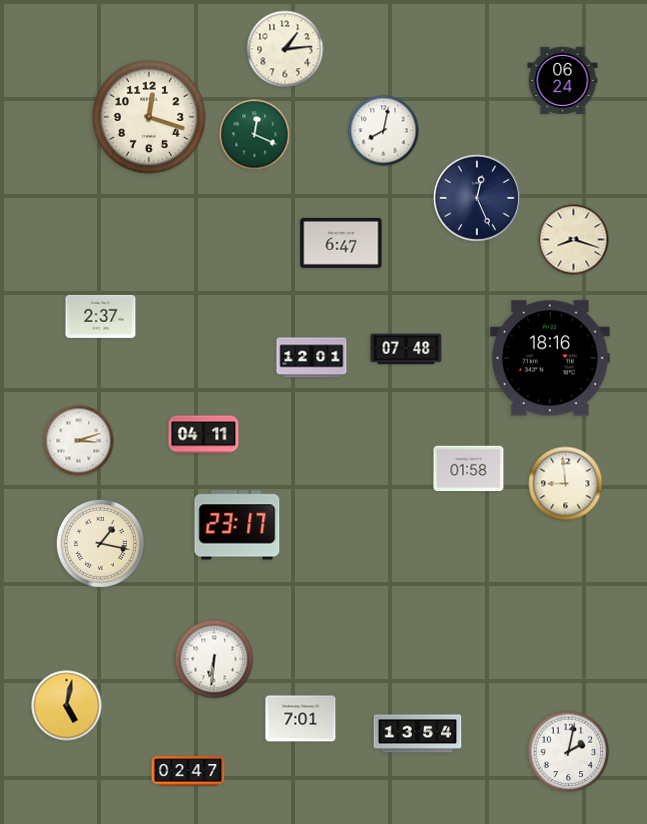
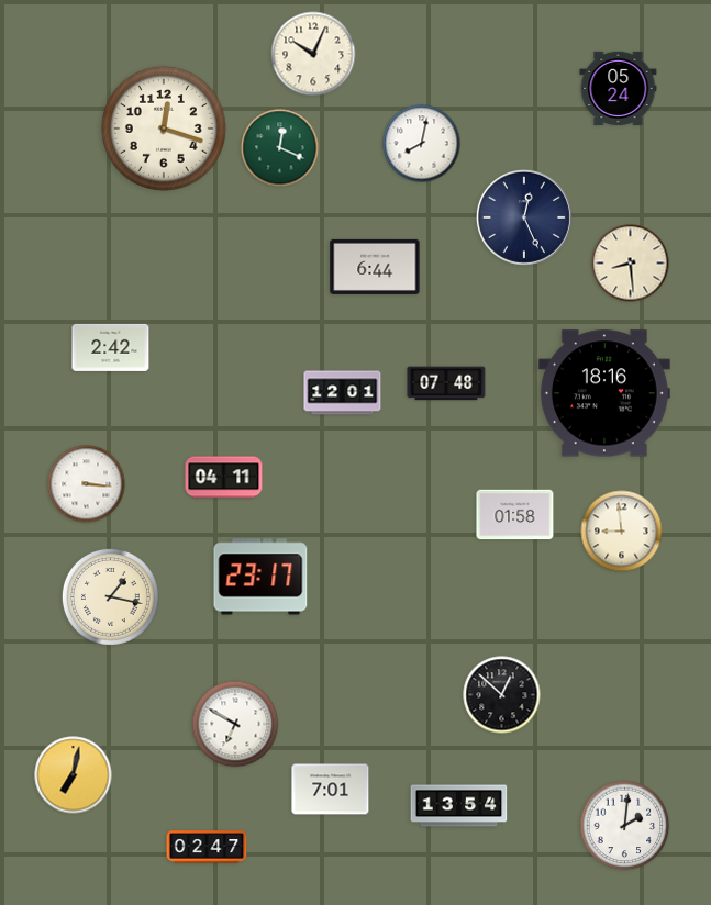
clock at (285, 49): 1:14 -> 10:04
clock at (563, 80): 06:24 -> 05:24
clock at (574, 240): 8:18 -> 8:29
clock at (341, 243): 6:47 -> 6:44
clock at (101, 316): 2:37 -> 2:42
clock at (79, 441): 3:12 -> 3:16
clock at (502, 695): none -> 12:52
clock at (214, 659): 6:31 -> 6:50
clock at (67, 706): 5:02 -> 7:02
clock at (569, 752): 2:02 -> 2:01
